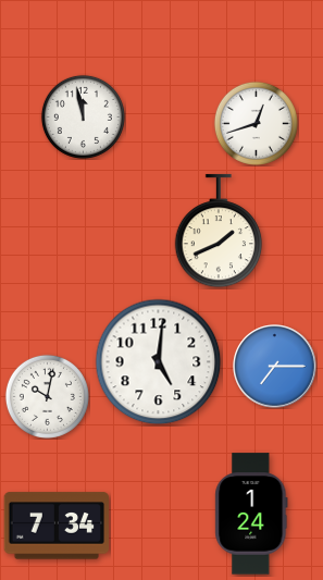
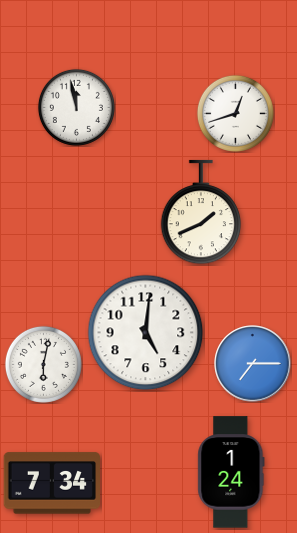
clock at (275, 367) position: (275, 367) -> (253, 364)
clock at (47, 396): 10:02 -> 6:02
